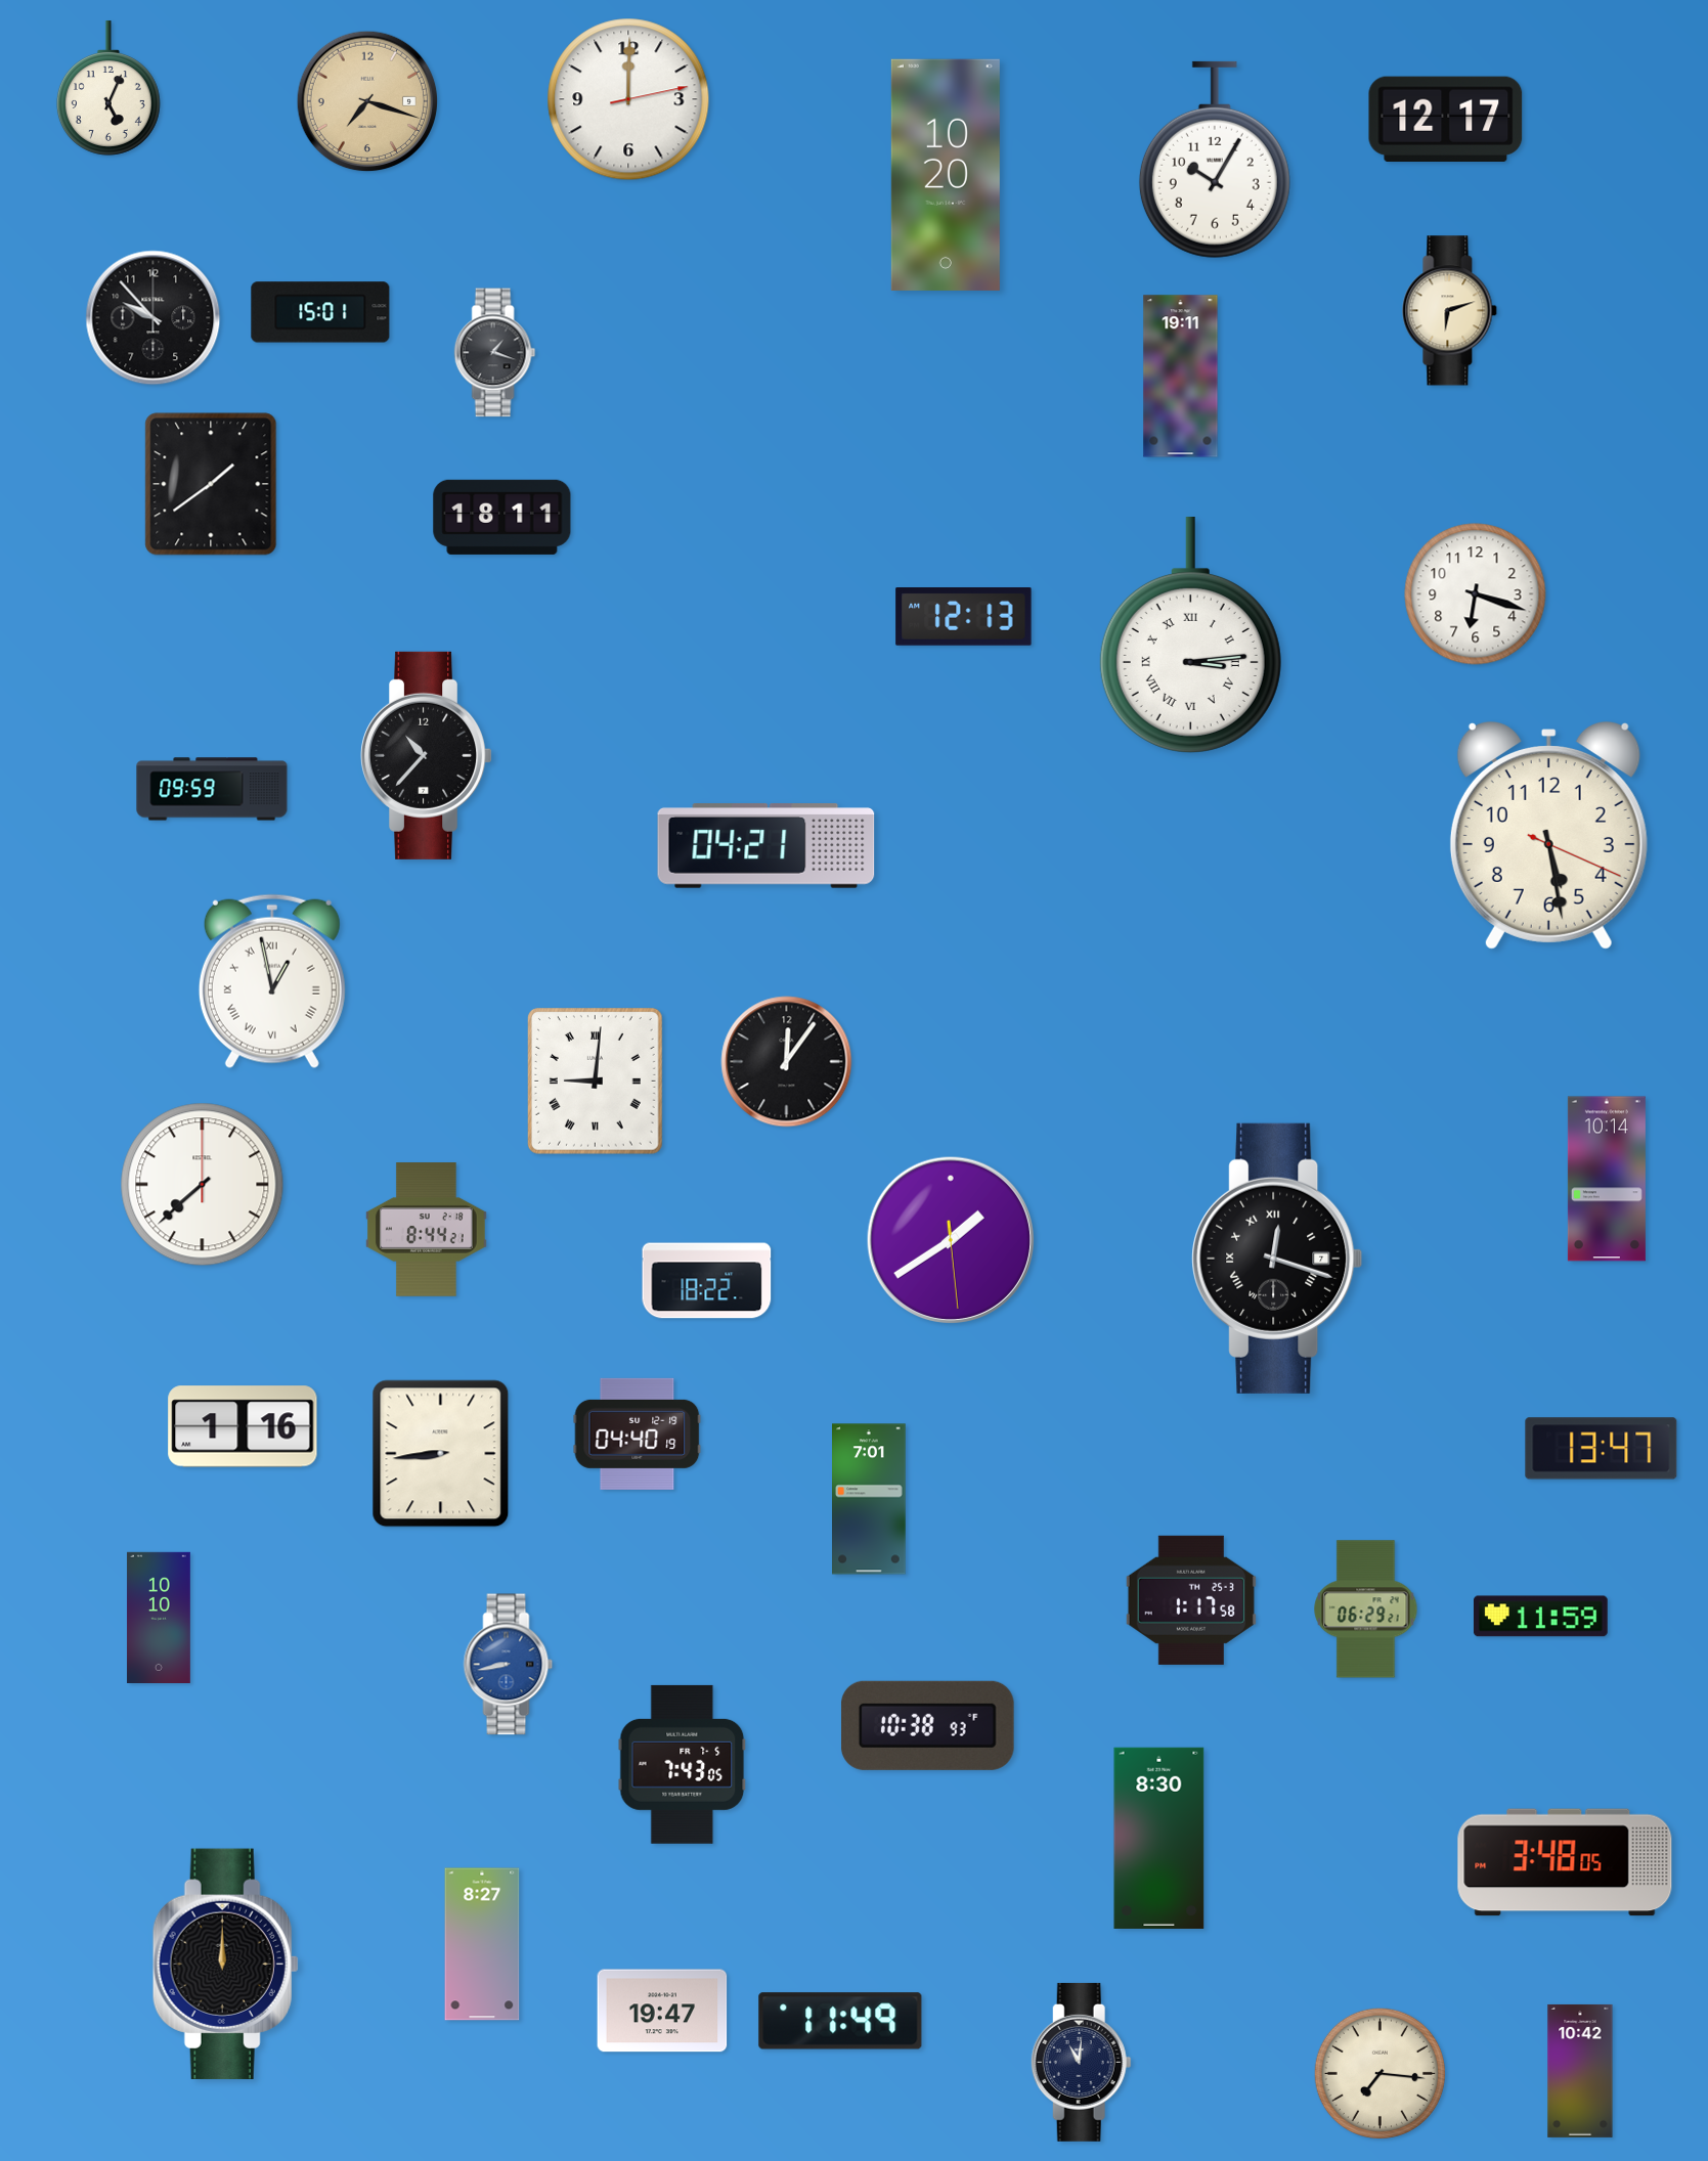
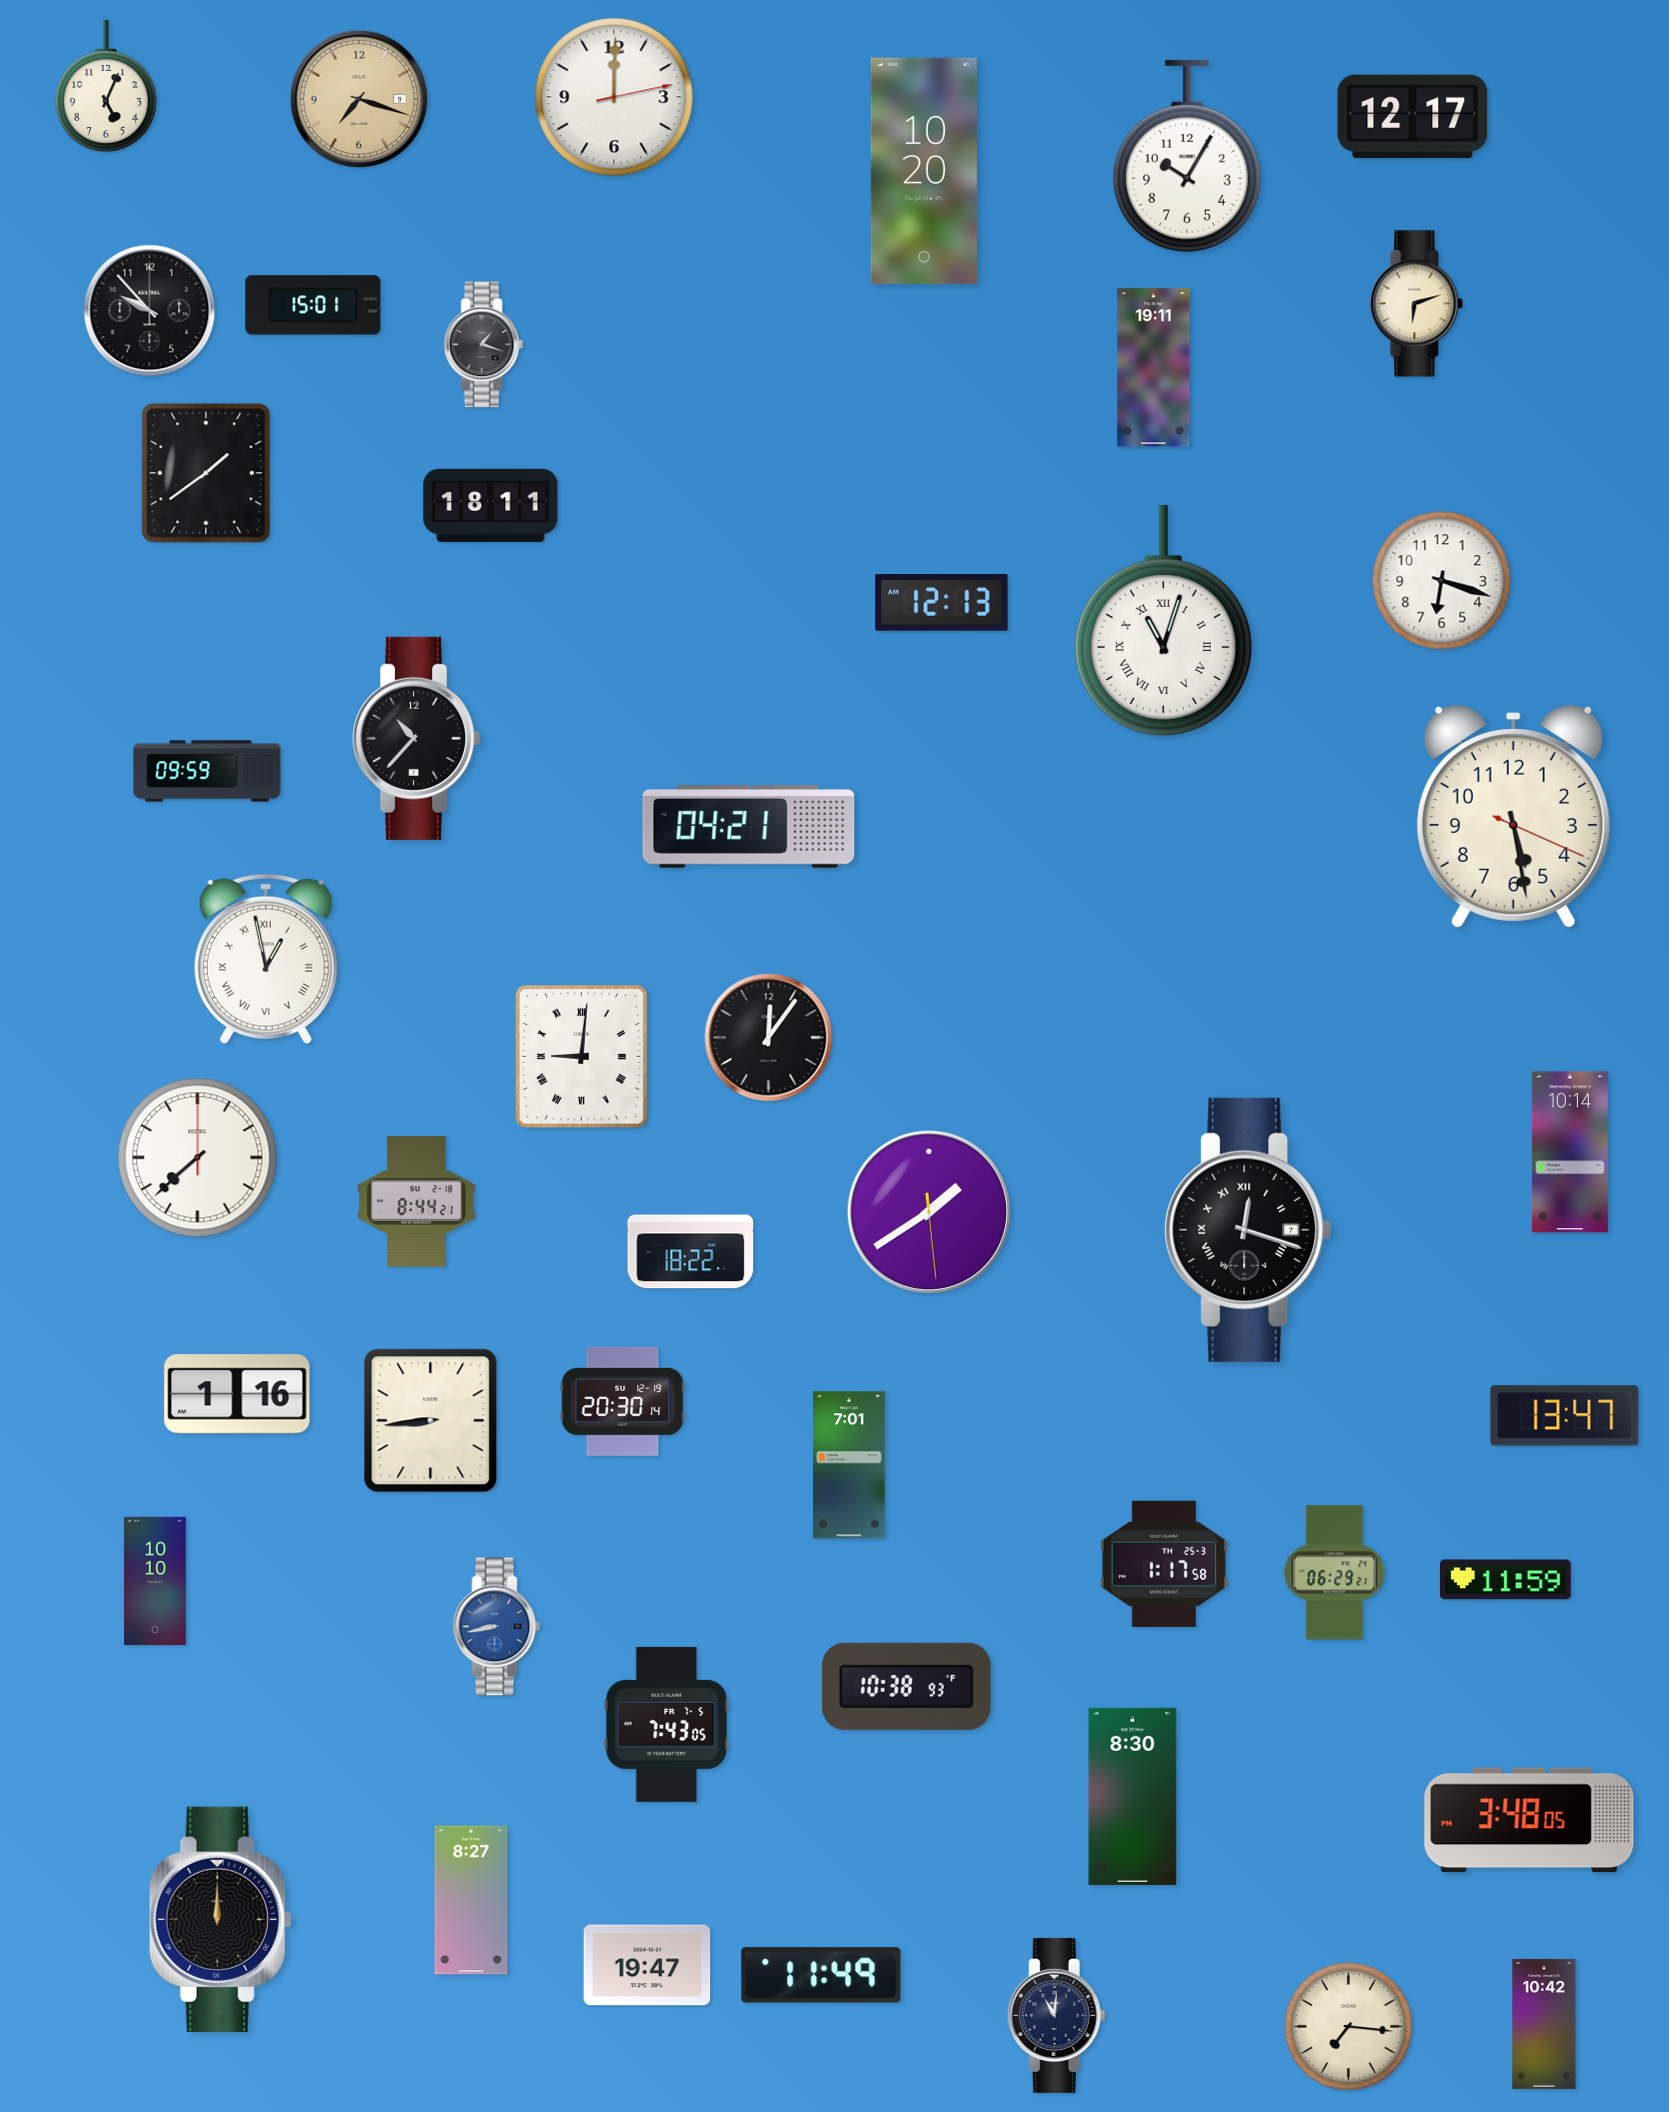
clock at (1190, 635): 3:14 -> 11:03
clock at (638, 1434): 04:40 -> 20:30
